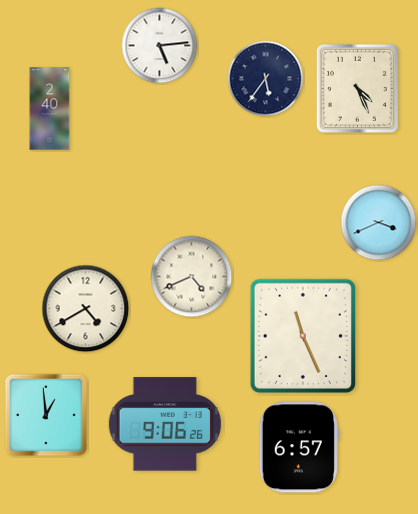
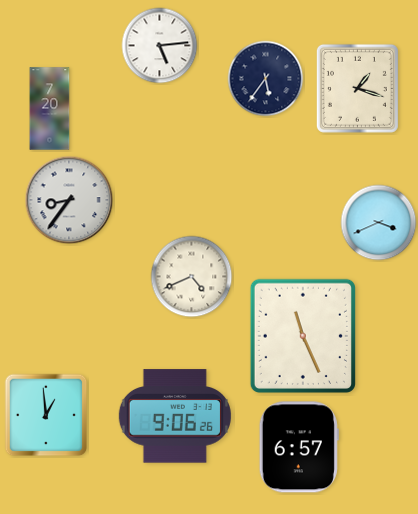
clock at (357, 88): 4:26 -> 1:18
clock at (50, 109): 2:40 -> 7:20
clock at (69, 200): none -> 8:36
clock at (86, 309): 4:40 -> none
clock at (165, 424) position: (165, 424) -> (175, 416)
